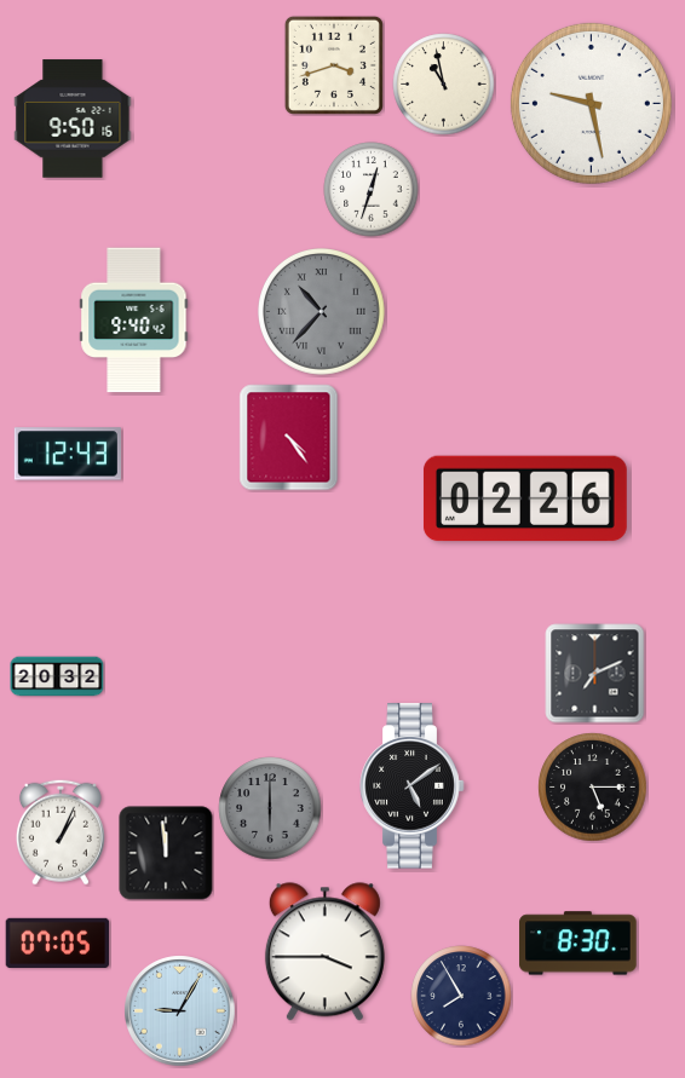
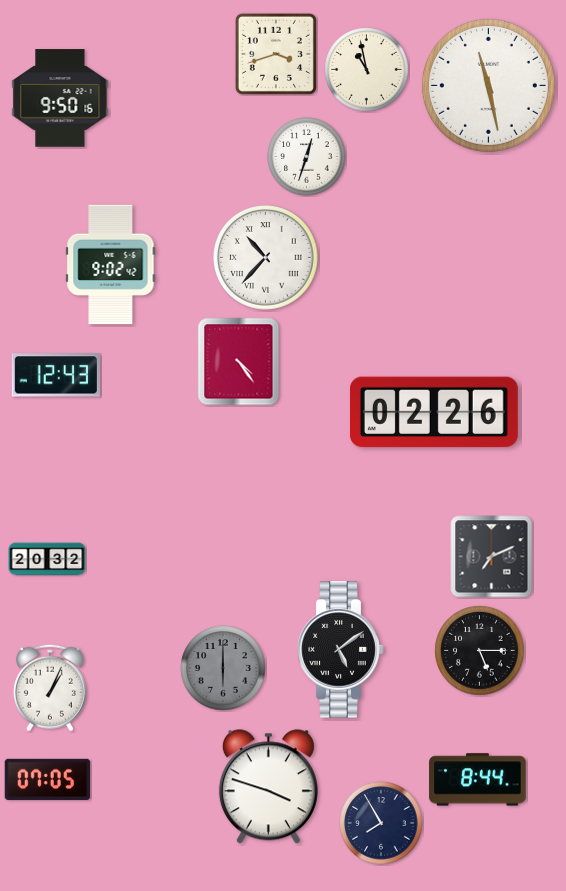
clock at (591, 103): 9:28 -> 11:28
clock at (322, 312) dial: grey -> white
clock at (134, 321): 9:40 -> 9:02
clock at (593, 788) position: (593, 788) -> (480, 651)
clock at (166, 853): 11:59 -> none
clock at (578, 944): 8:30 -> 8:44
clock at (324, 952): 3:45 -> 3:48
clock at (180, 1011): 9:05 -> none
